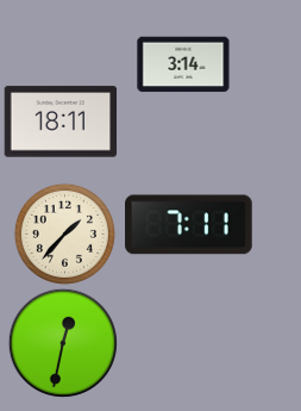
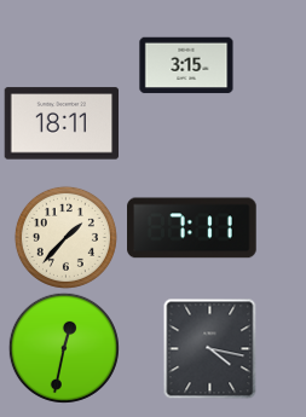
clock at (183, 64): 3:14 -> 3:15
clock at (210, 348): none -> 4:17
